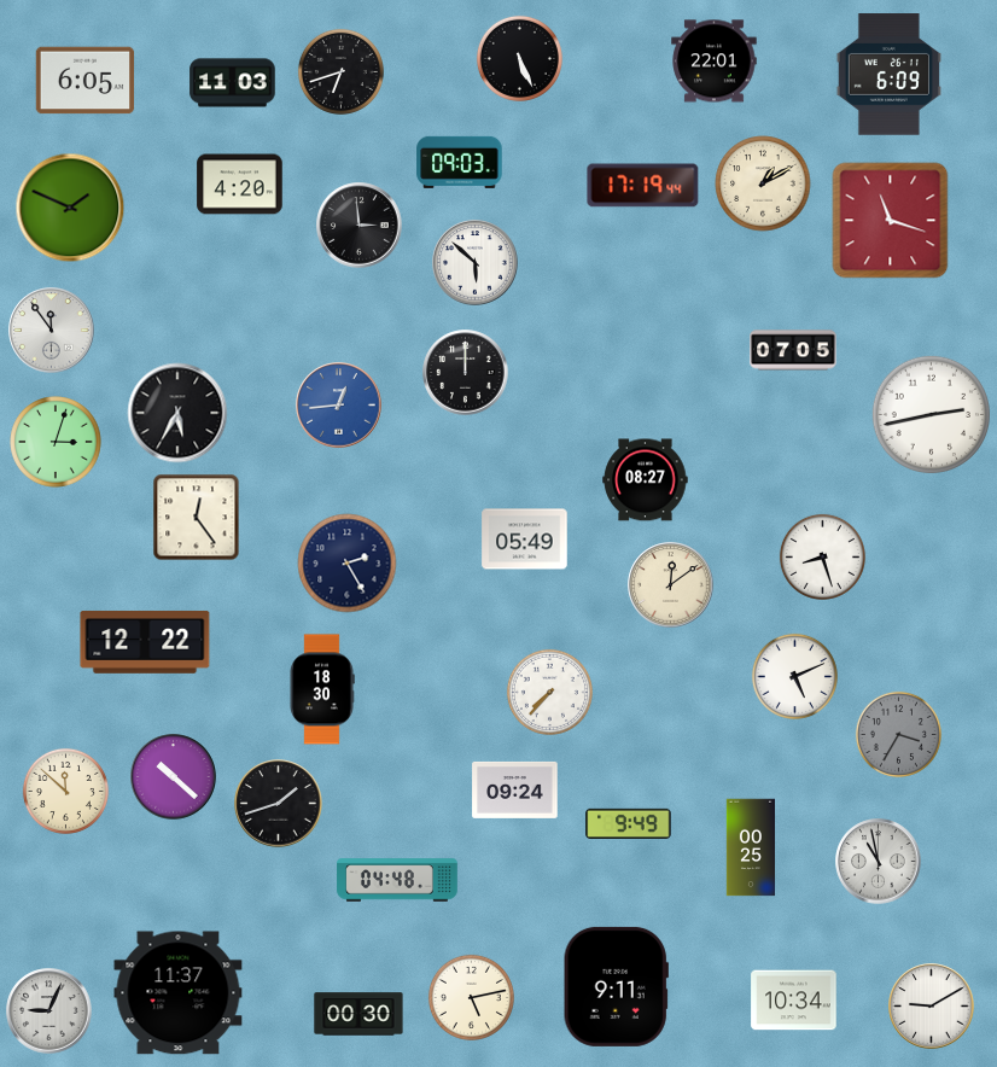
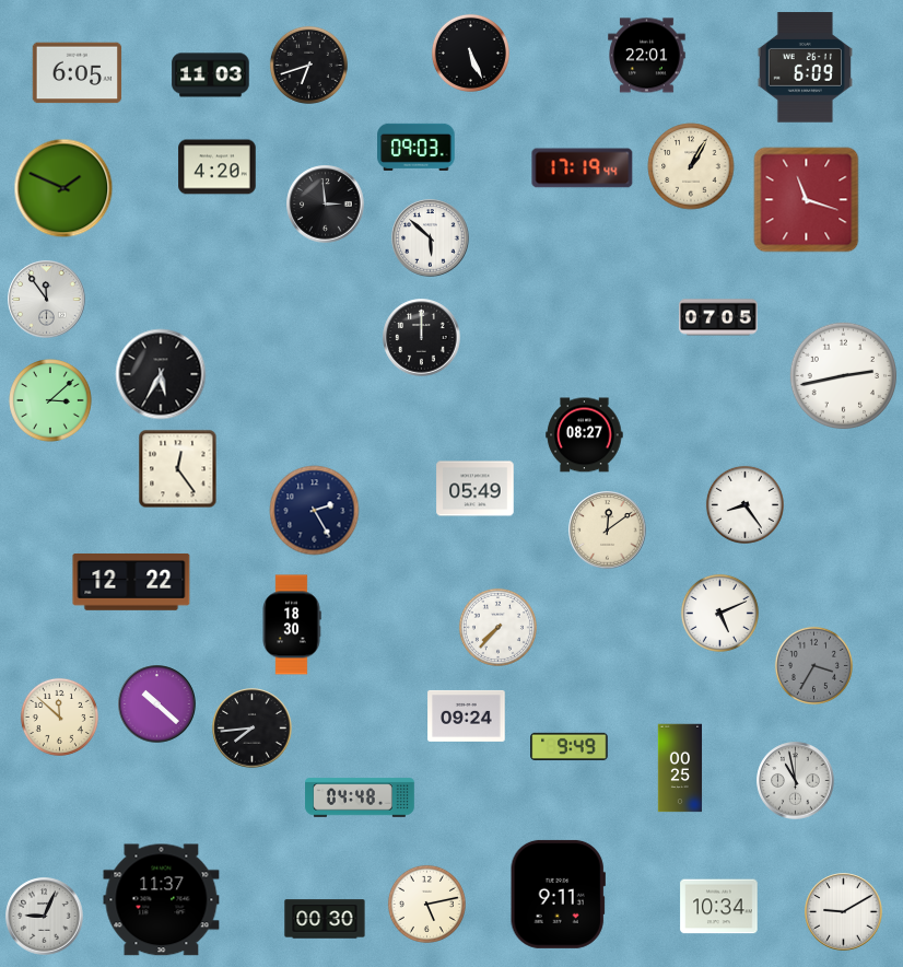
clock at (763, 183): 1:10 -> 1:05
clock at (339, 406): 12:44 -> none
clock at (56, 442): 3:03 -> 3:08
clock at (822, 556): 8:27 -> 8:24
clock at (279, 804): 1:42 -> 7:44
